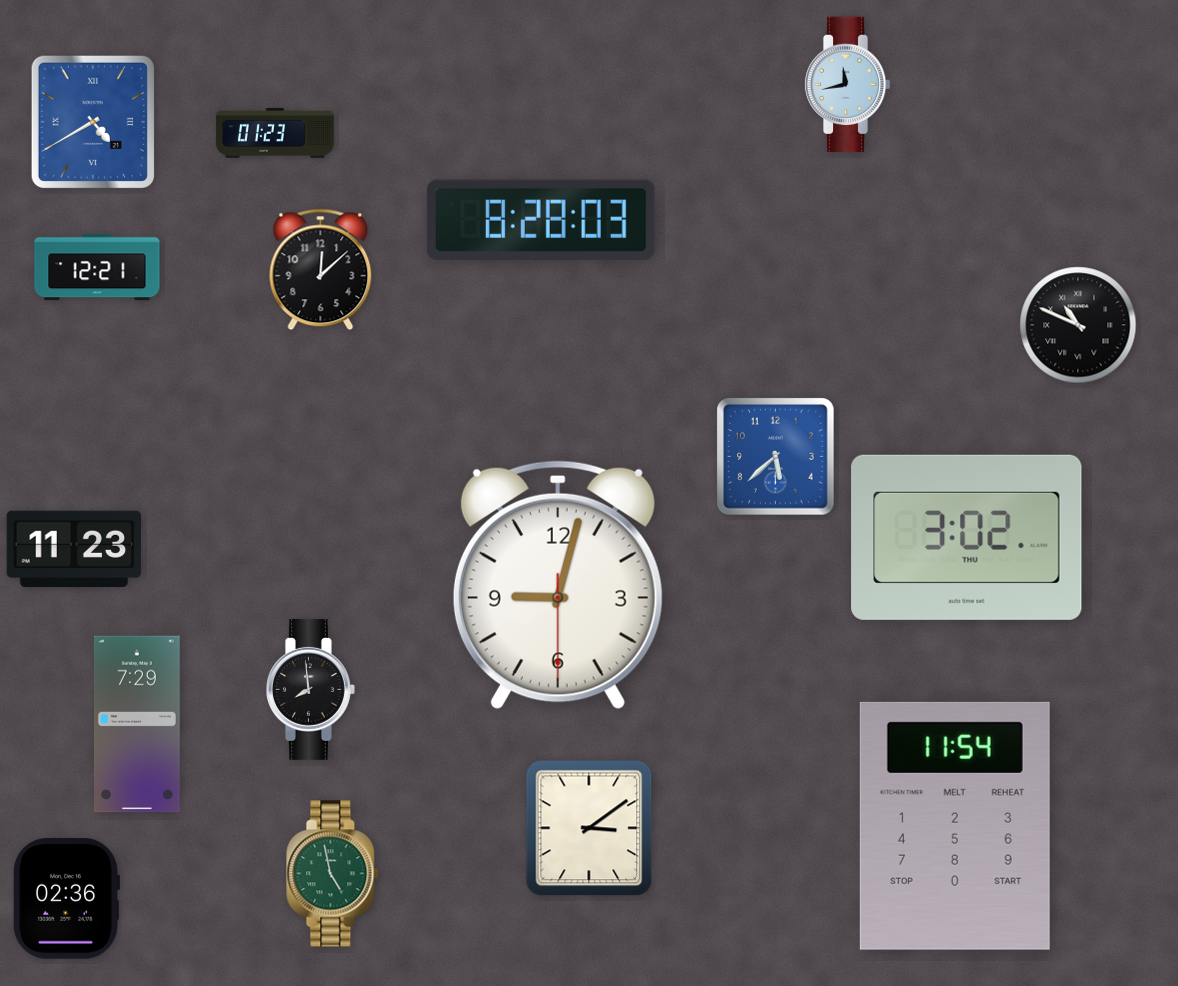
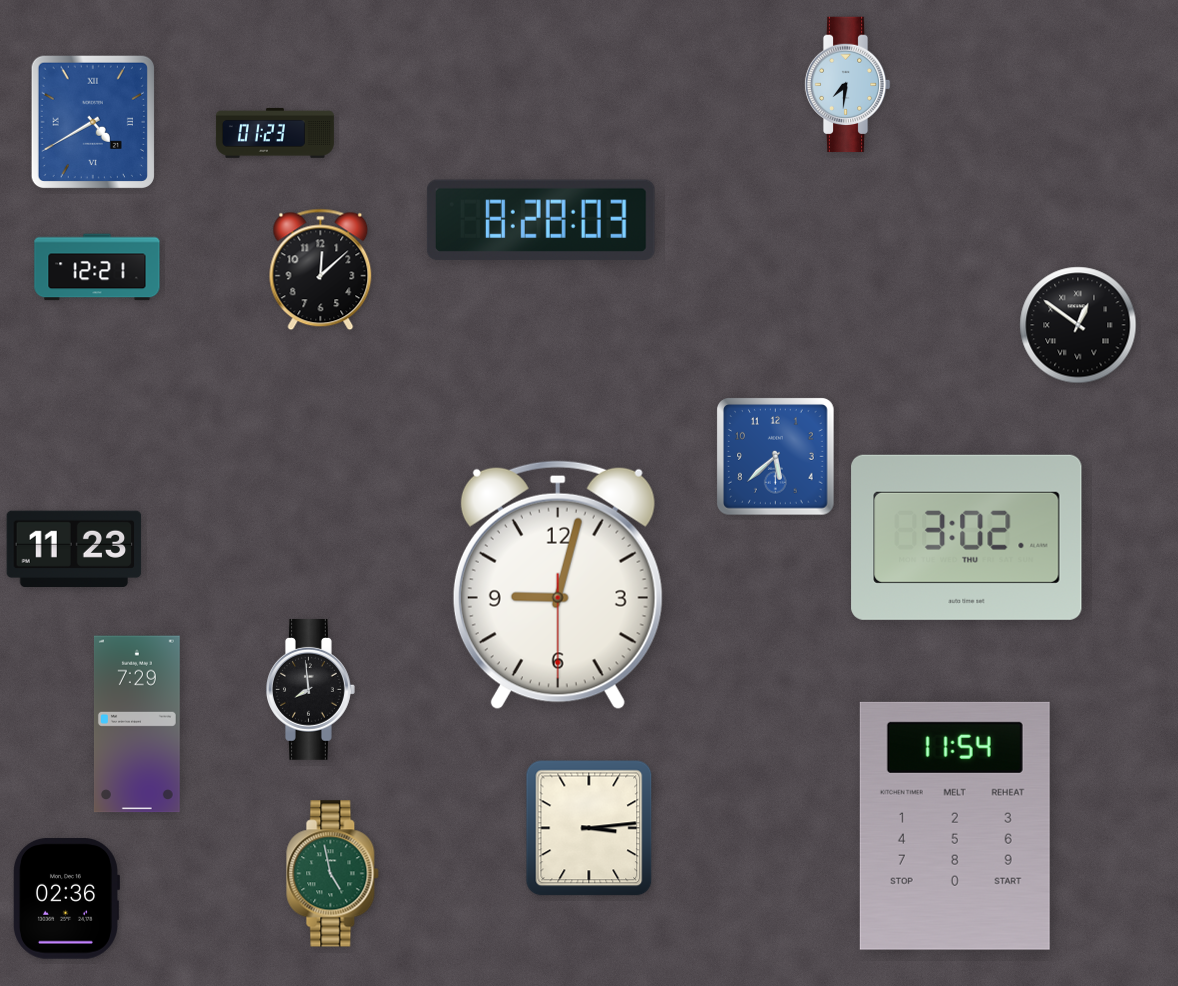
clock at (847, 85): 11:43 -> 7:31
clock at (1078, 325): 10:49 -> 12:51
clock at (589, 828): 3:09 -> 3:14
